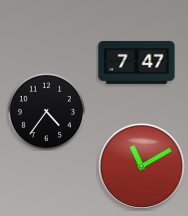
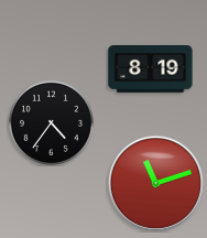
clock at (137, 62): 7:47 -> 8:19
clock at (141, 166): 11:10 -> 11:12
